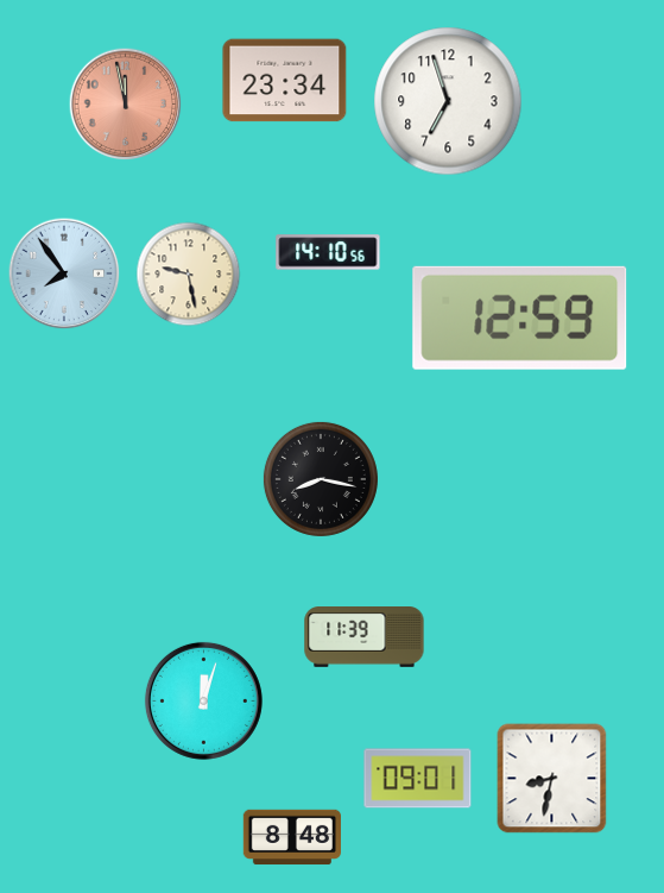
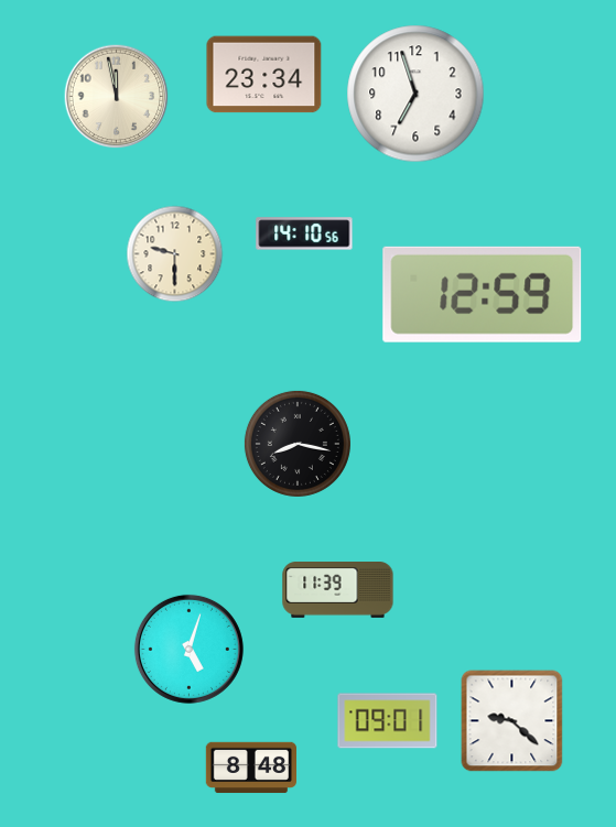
clock at (126, 105) dial: salmon -> cream
clock at (64, 273): 7:54 -> none
clock at (189, 275): 9:28 -> 9:30
clock at (203, 700): 12:03 -> 5:03
clock at (552, 779): 8:32 -> 9:22
clock at (291, 837) position: (291, 837) -> (250, 768)
